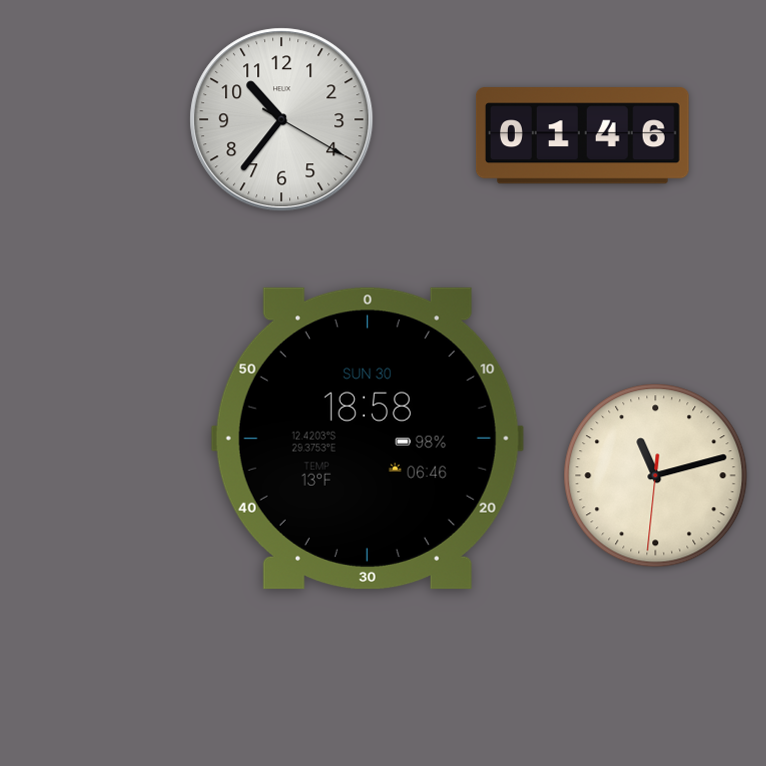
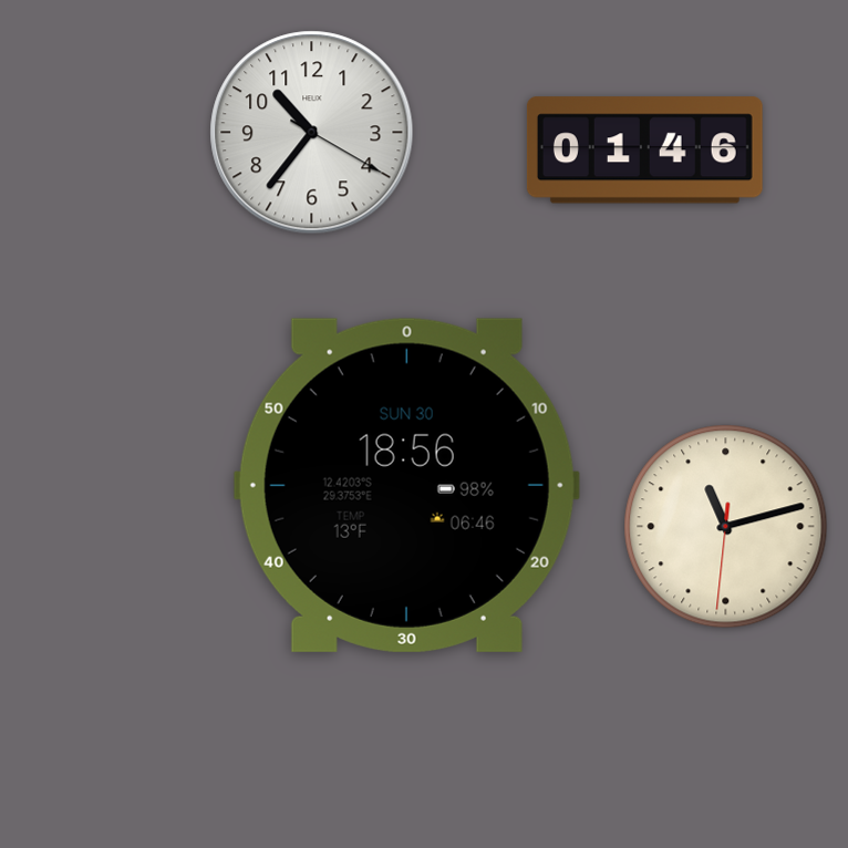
clock at (367, 438): 18:58 -> 18:56
